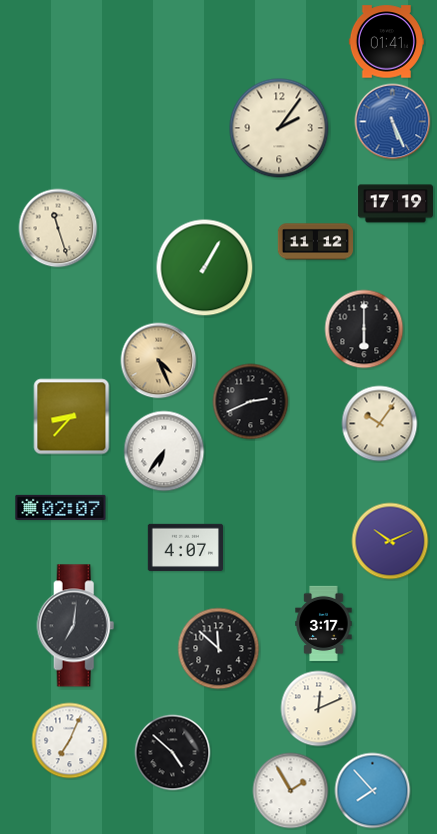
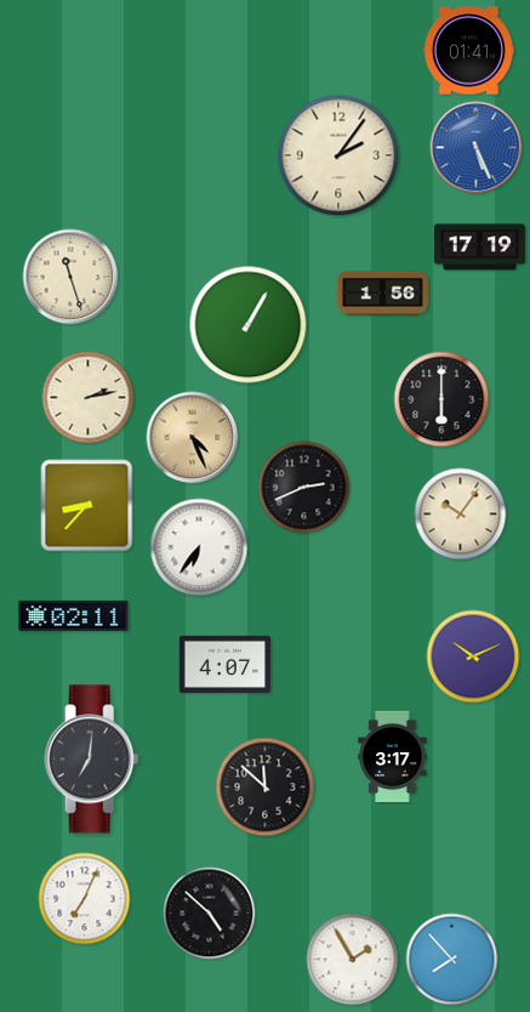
clock at (316, 242): 11:12 -> 1:56
clock at (89, 398): none -> 2:13
clock at (61, 507): 02:07 -> 02:11
clock at (319, 709): 12:11 -> none
